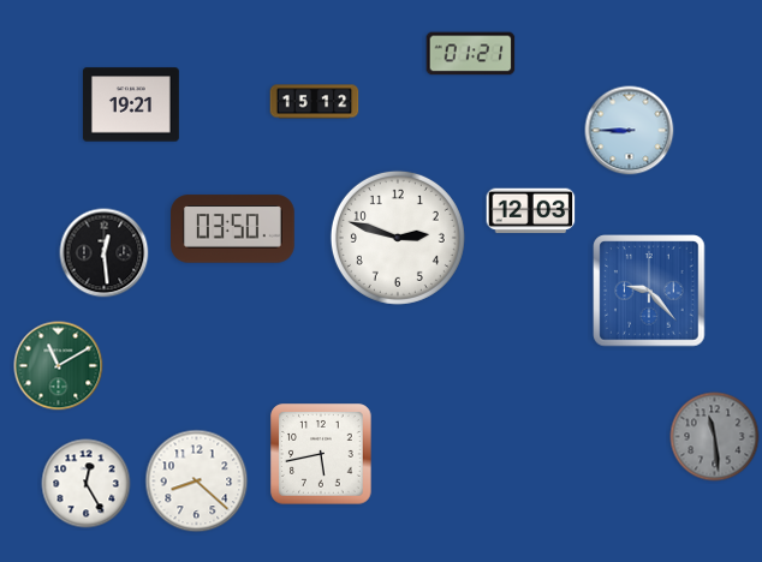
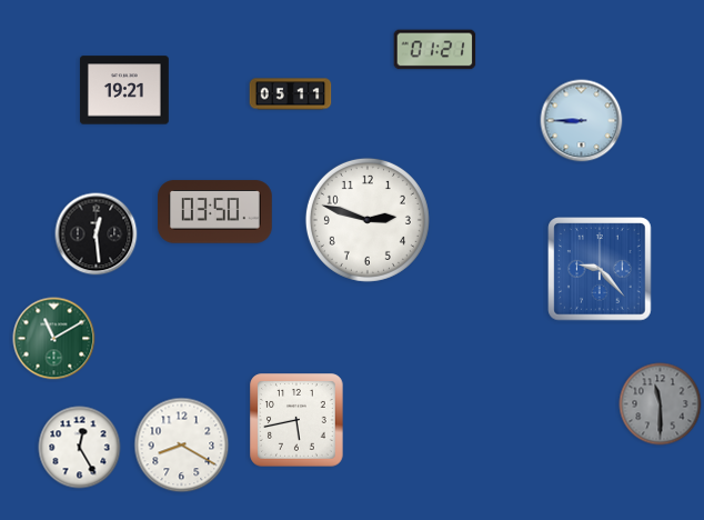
clock at (315, 102): 15:12 -> 05:11
clock at (131, 104) position: (131, 104) -> (124, 90)
clock at (531, 211): 12:03 -> none
clock at (715, 437): 11:29 -> 11:30
clock at (197, 482): 8:22 -> 8:20
